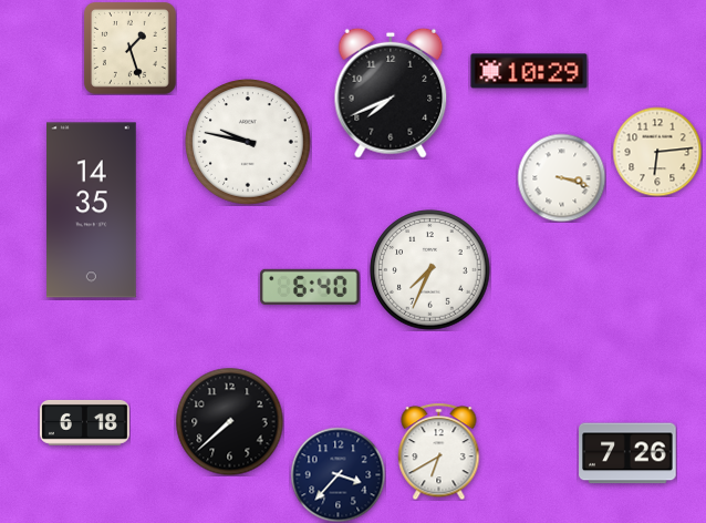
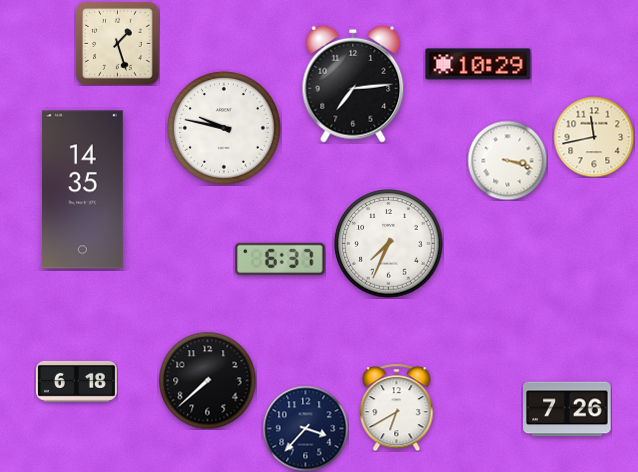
clock at (391, 93): 7:41 -> 7:14
clock at (657, 152): 6:14 -> 11:43
clock at (310, 287): 6:40 -> 6:37
